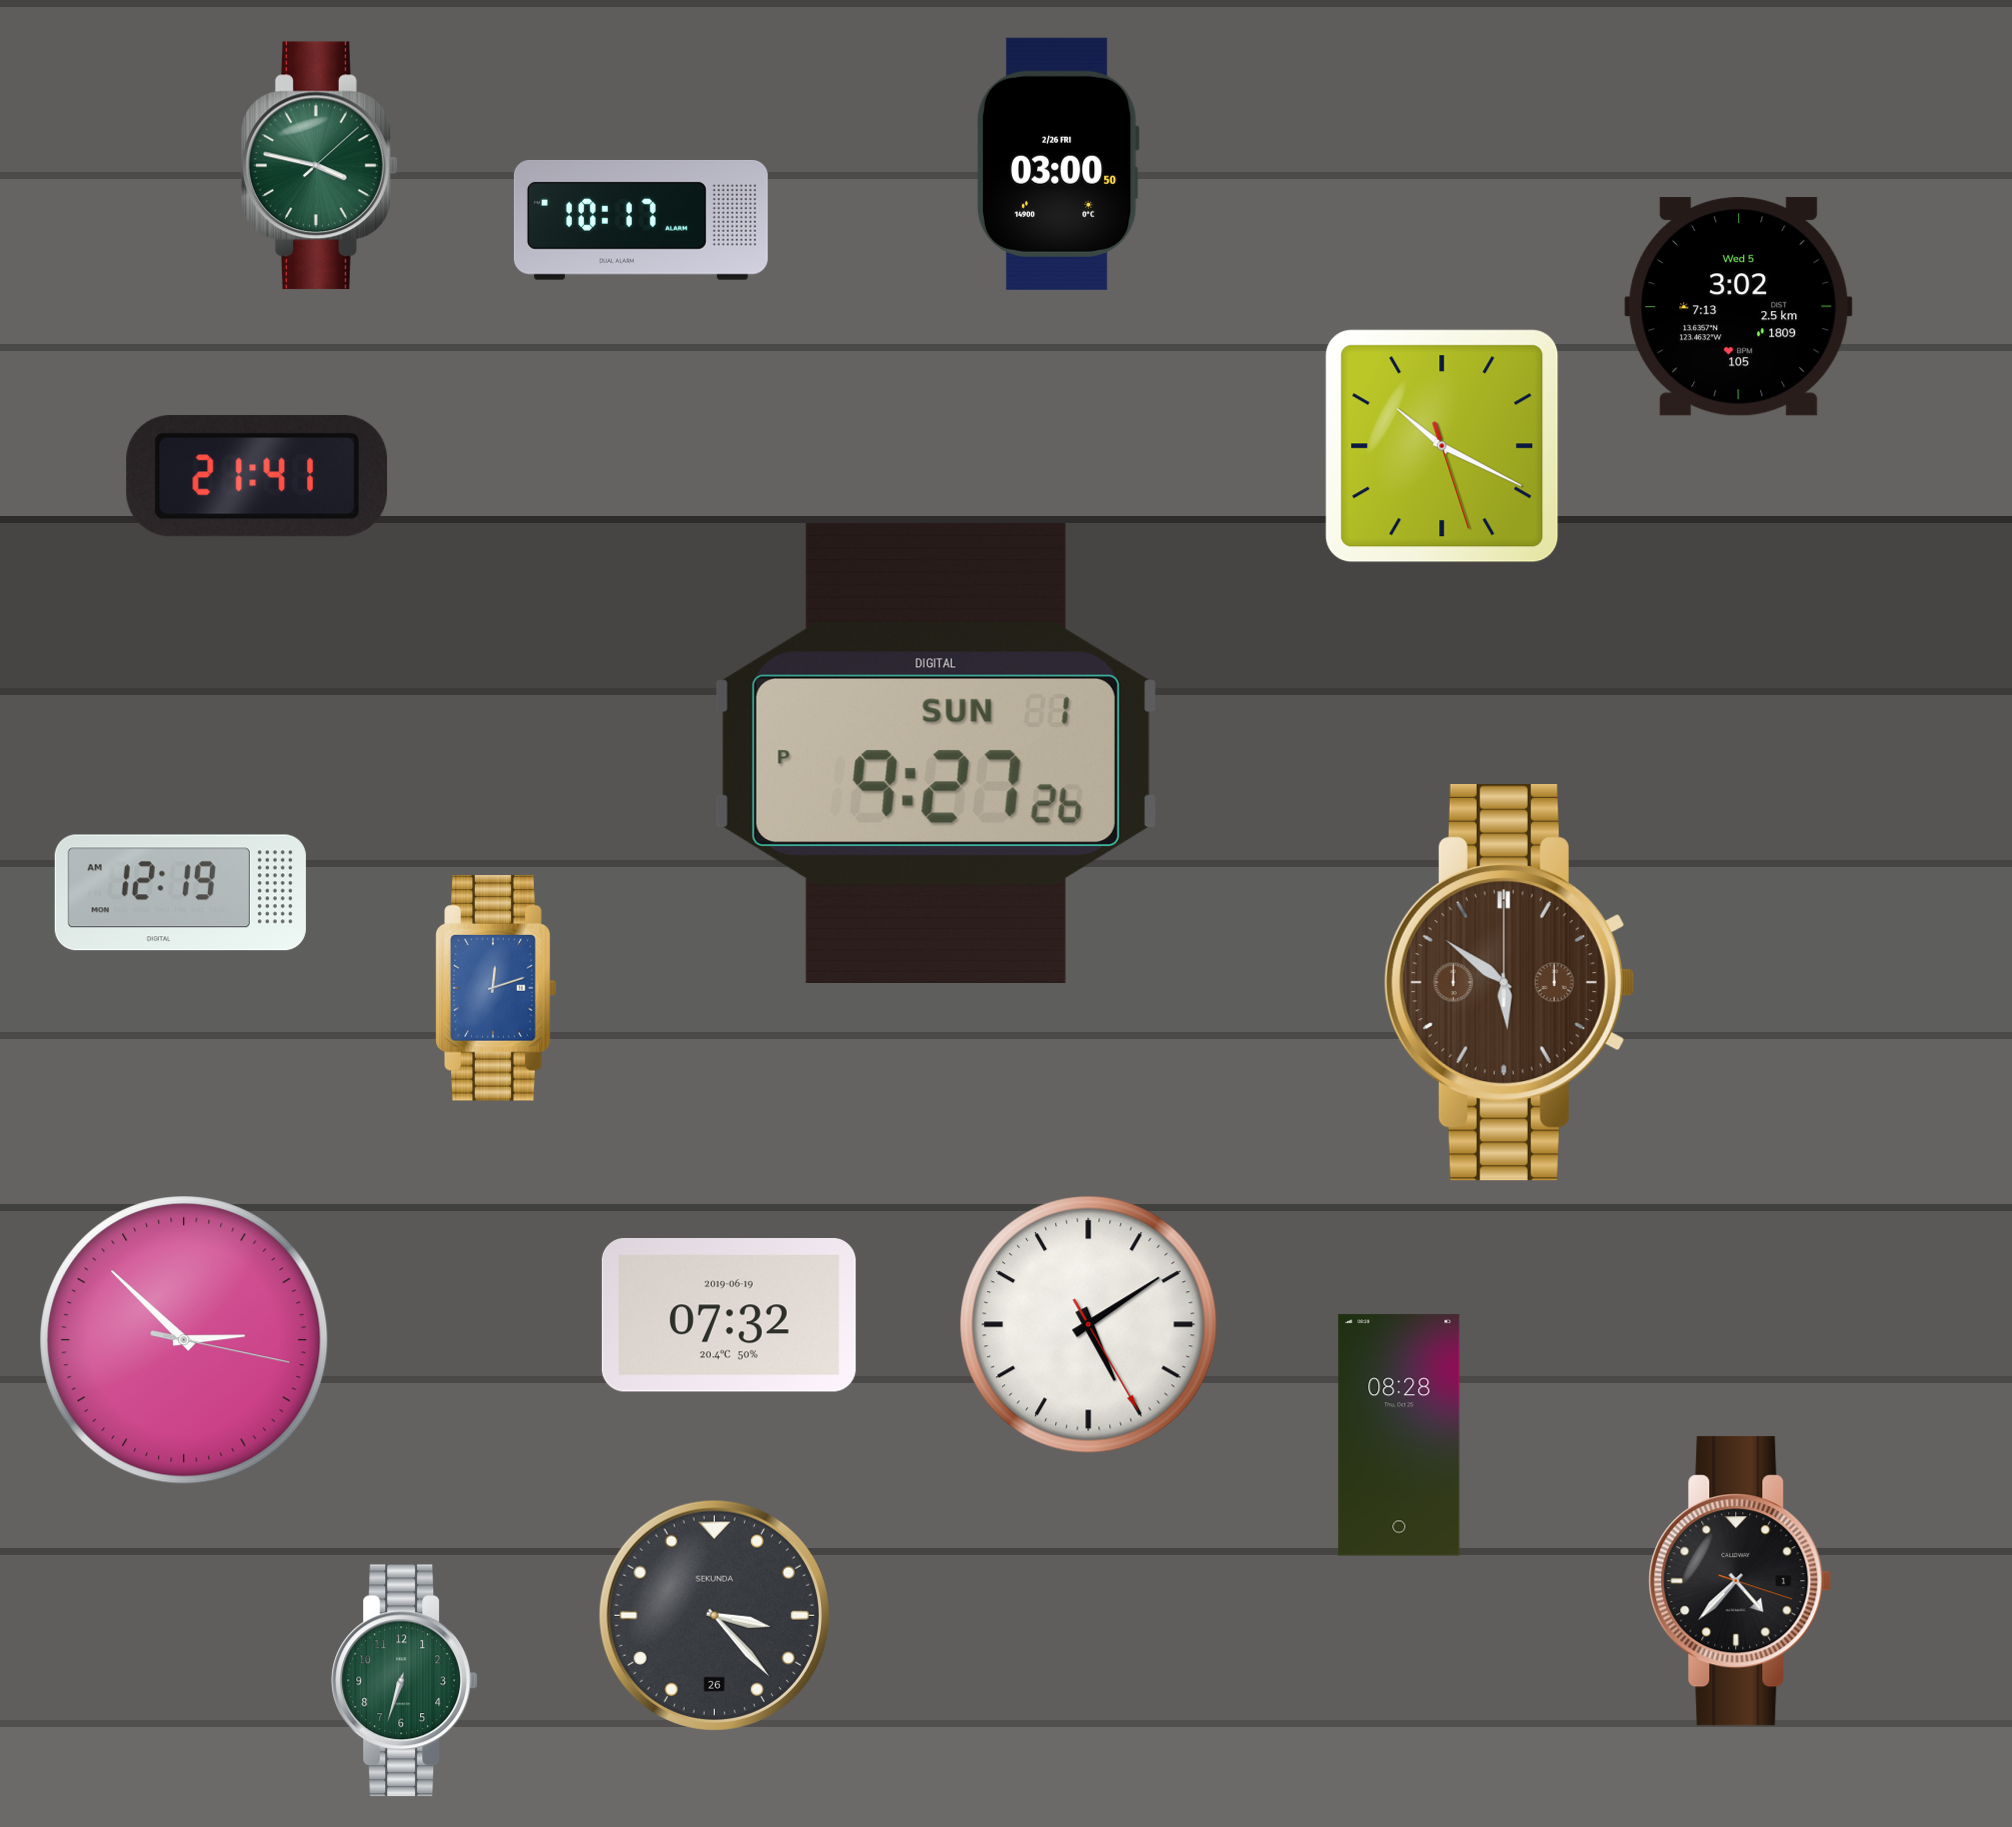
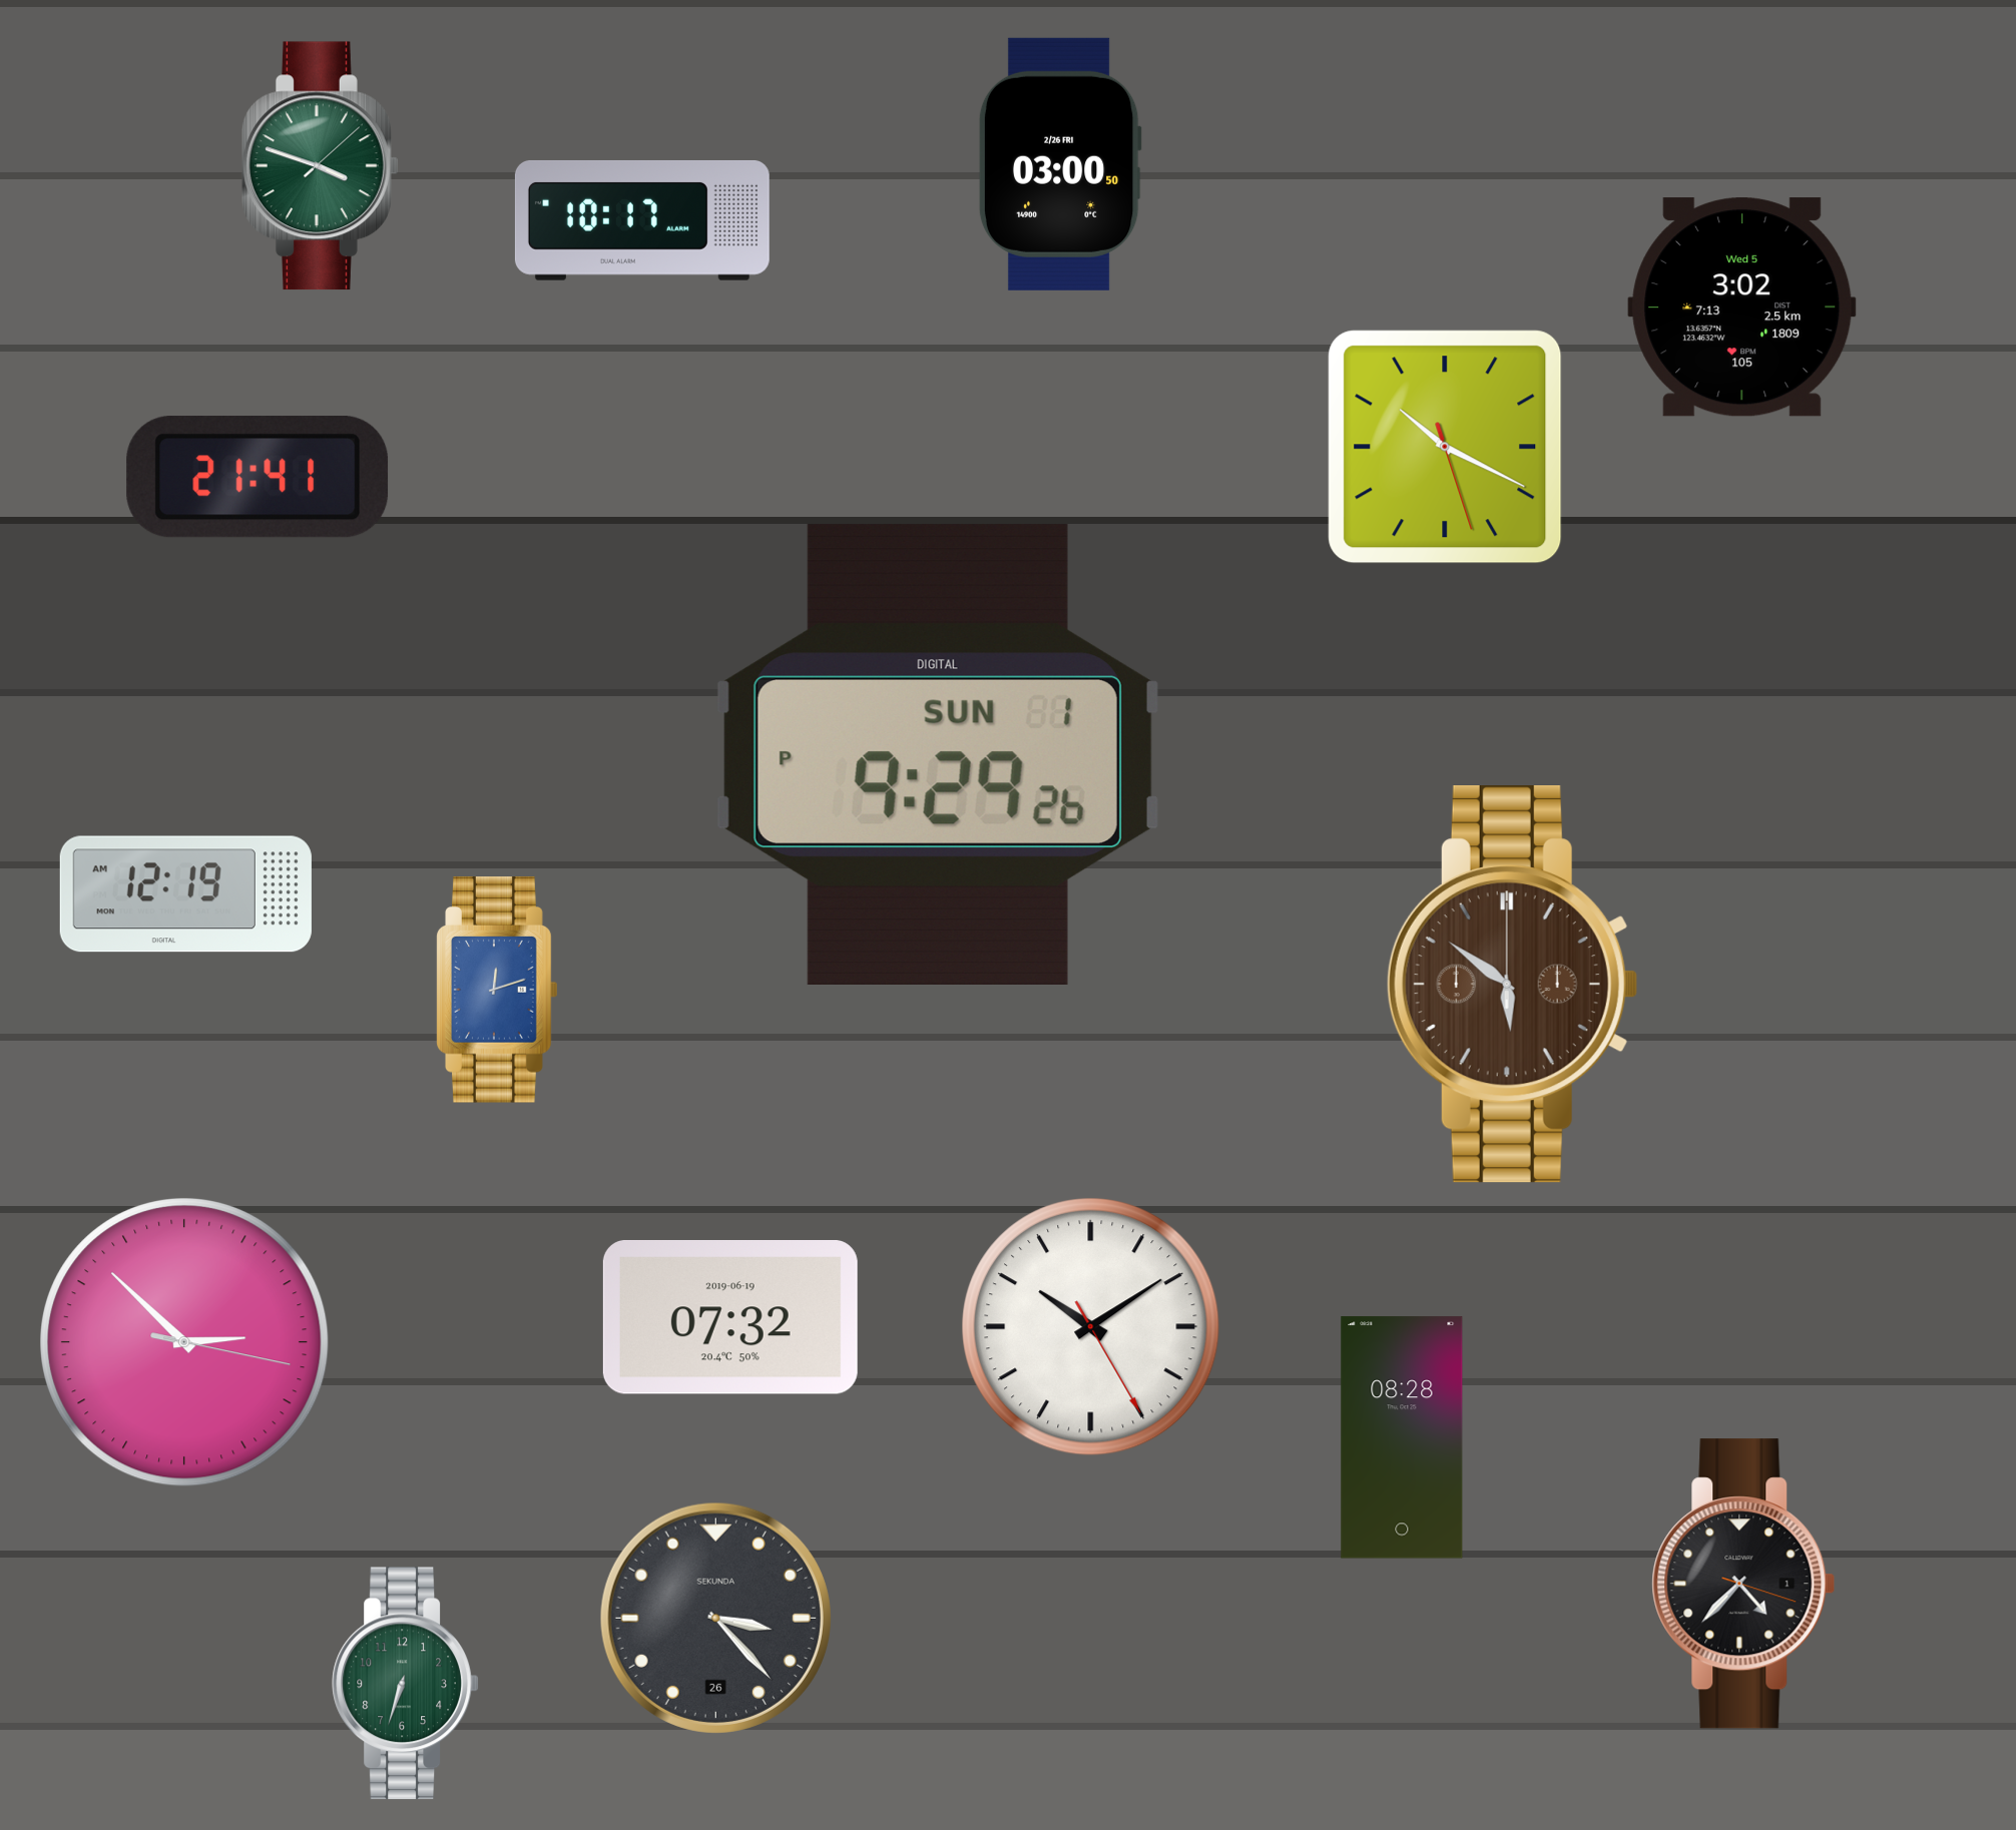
clock at (320, 166): 3:47 -> 3:48
clock at (936, 753): 9:27 -> 9:29
clock at (180, 893) position: (180, 893) -> (185, 894)
clock at (1089, 1325): 5:09 -> 10:09
